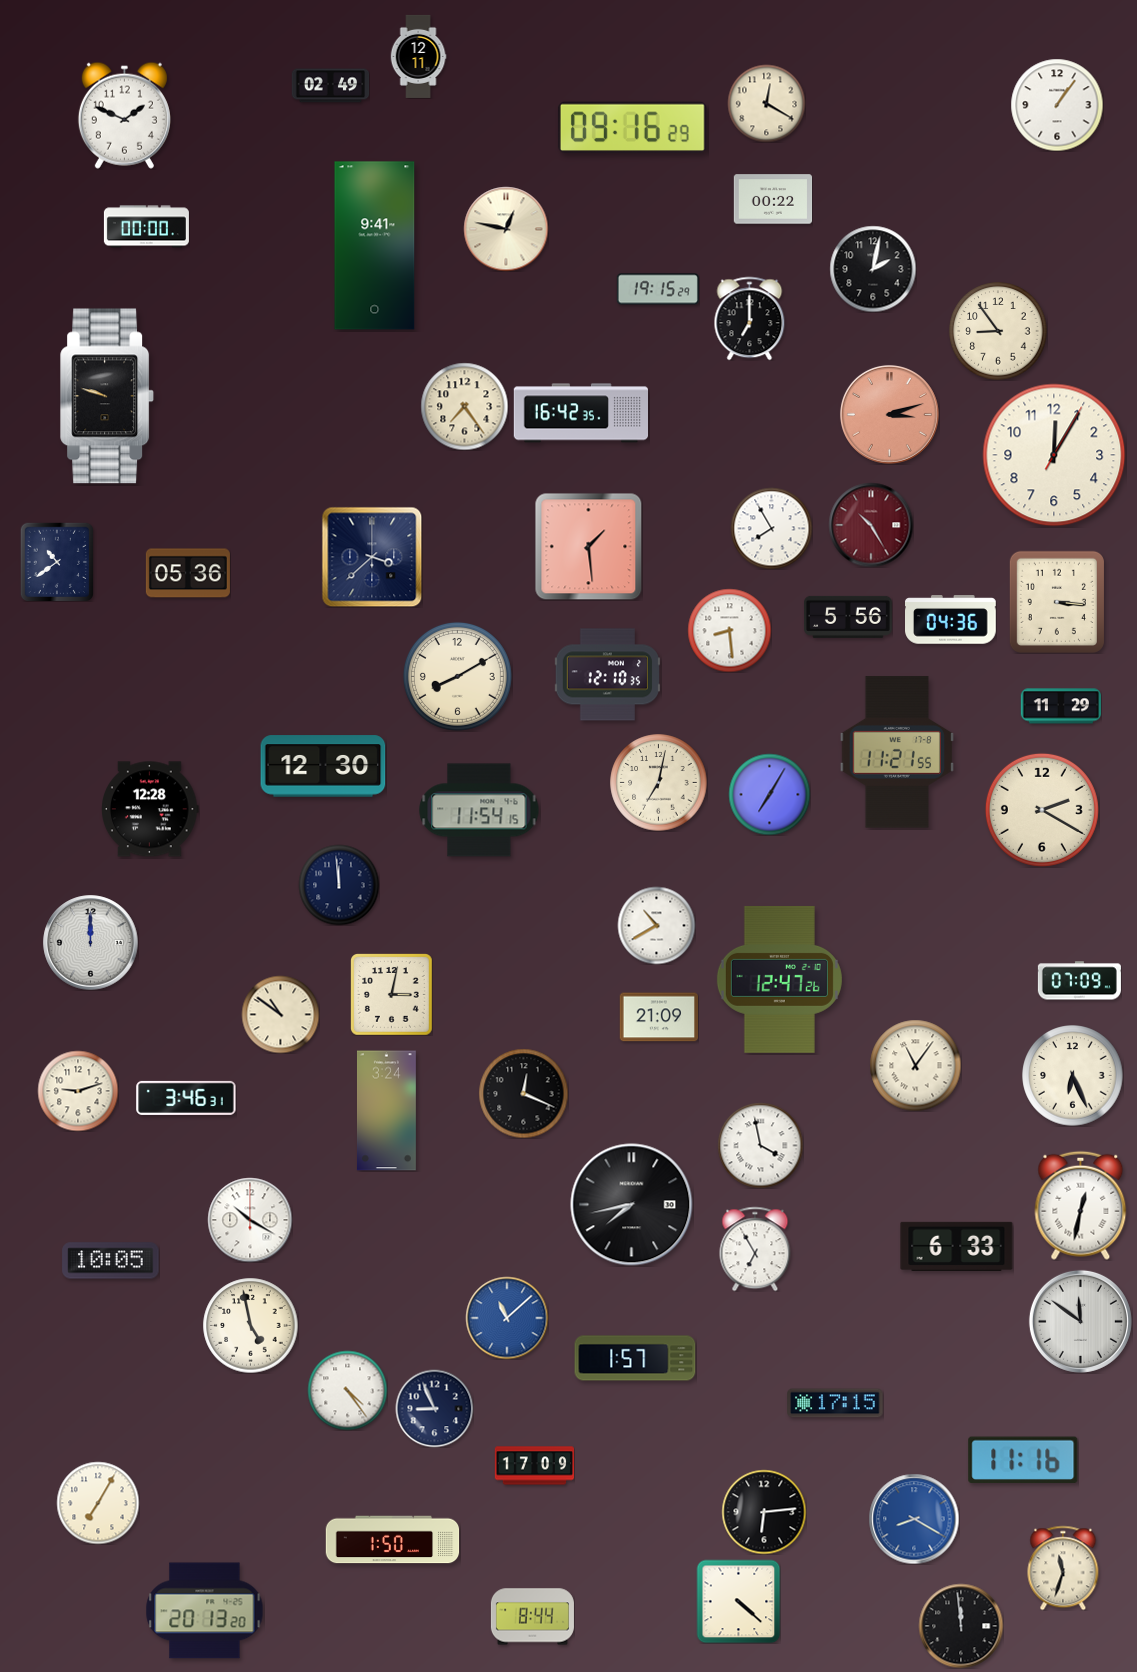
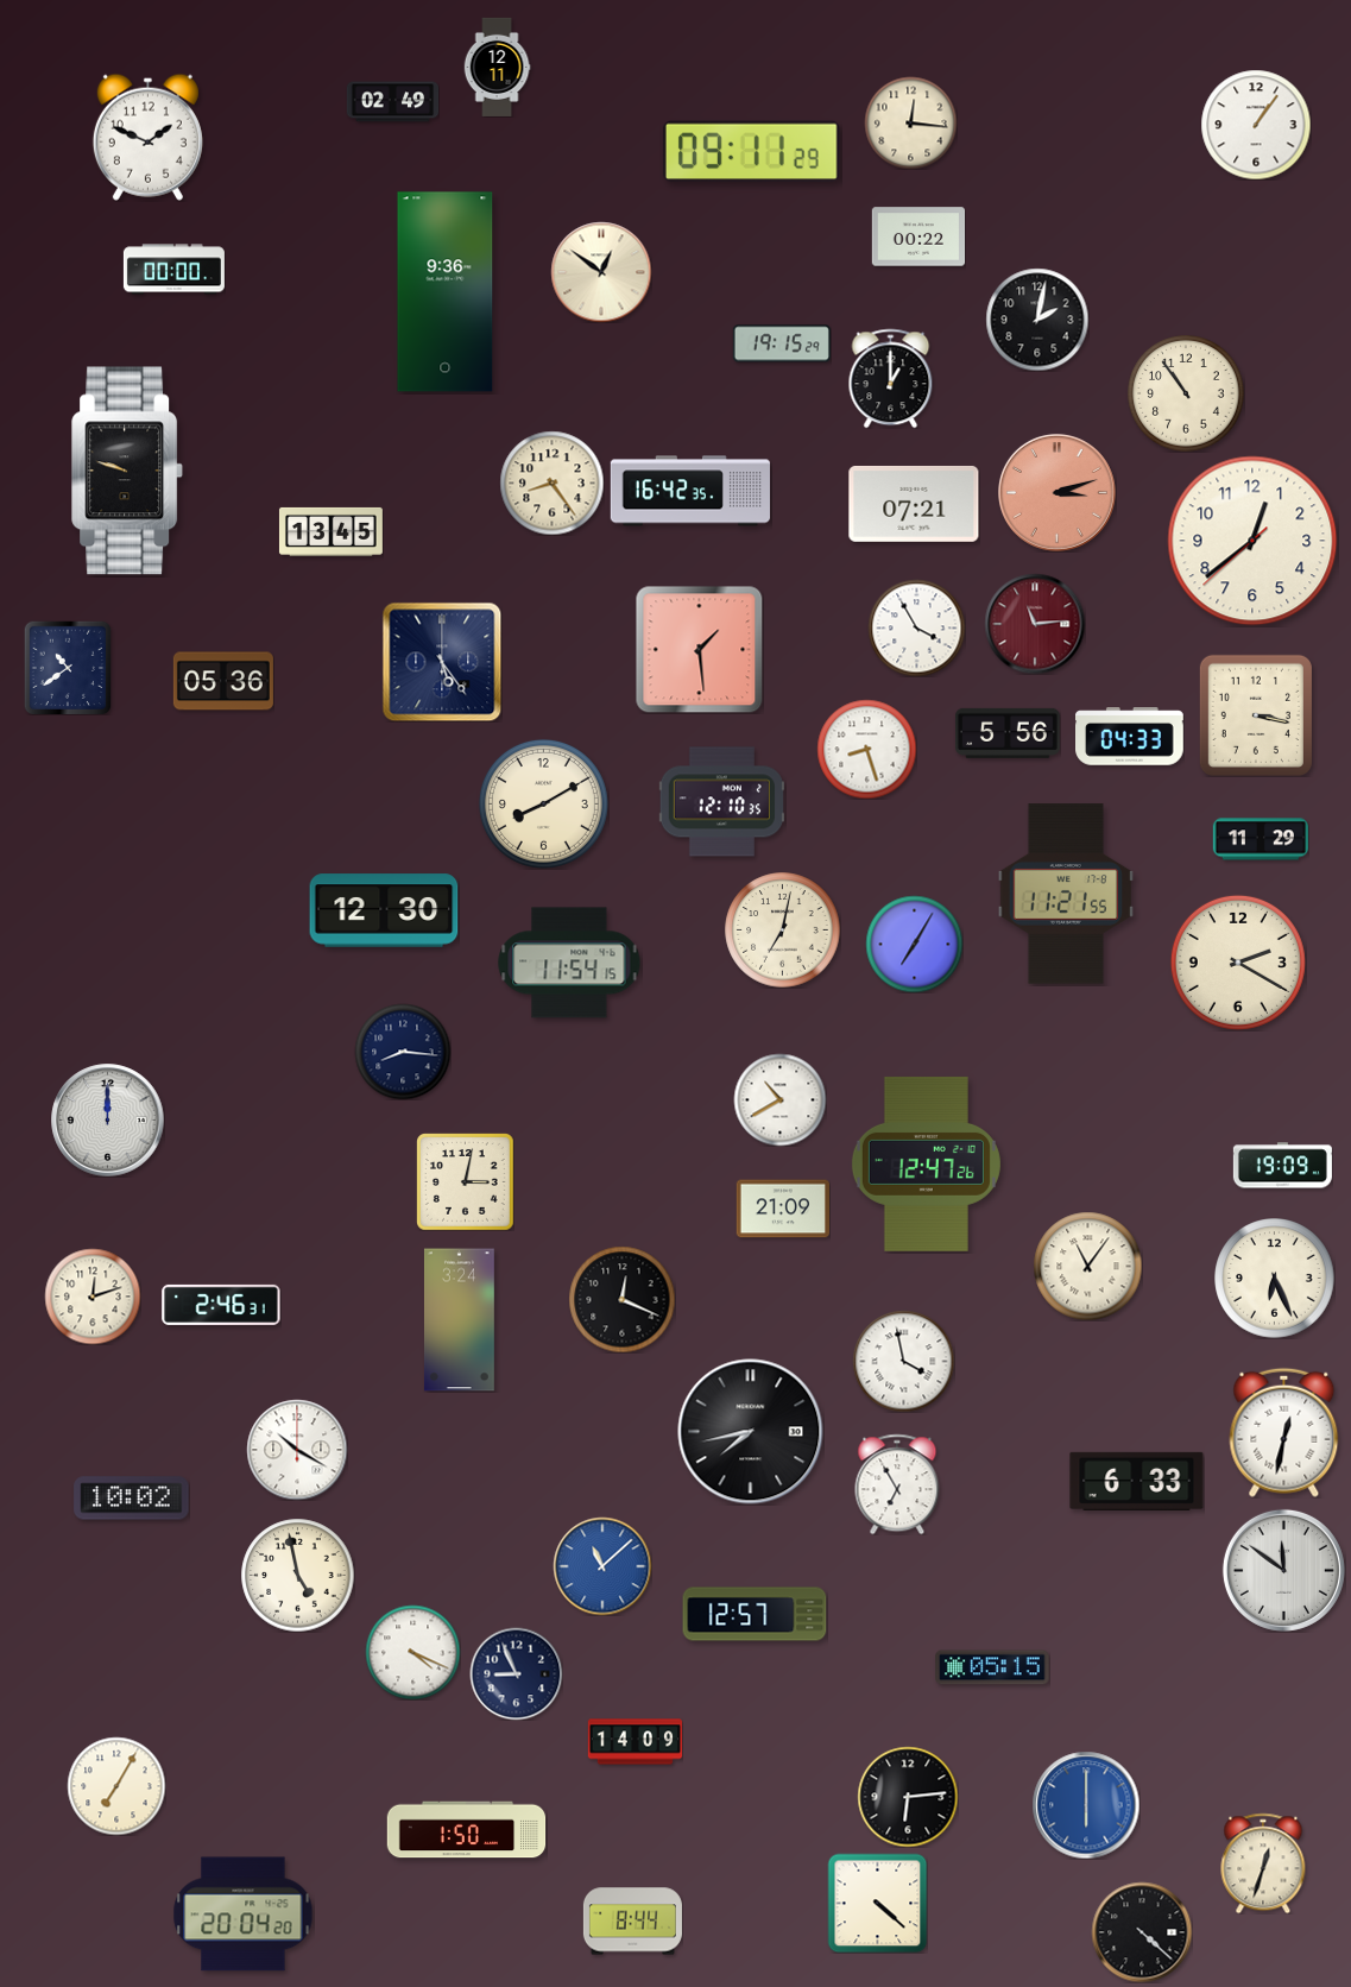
clock at (766, 103): 12:20 -> 12:16
clock at (632, 128): 09:16 -> 09:11
clock at (506, 229): 12:47 -> 12:51
clock at (375, 246): 9:41 -> 9:36
clock at (750, 318): 7:00 -> 1:00
clock at (998, 331): 8:54 -> 10:54
clock at (464, 406): 7:24 -> 8:24
clock at (914, 504): none -> 07:21
clock at (330, 531): none -> 13:45
clock at (1054, 455): 12:05 -> 12:38
clock at (871, 525): 10:25 -> 11:14
clock at (771, 528): 7:55 -> 3:55
clock at (372, 557): 3:38 -> 5:24
clock at (1057, 602): 3:16 -> 3:17
clock at (951, 620): 04:36 -> 04:33
clock at (729, 630): 8:29 -> 8:27
clock at (151, 809): 12:28 -> none
clock at (339, 885): 11:59 -> 8:16
clock at (1079, 981): 07:09 -> 19:09
clock at (280, 1014): 10:51 -> none
clock at (78, 1091): 9:12 -> 12:12
clock at (186, 1098): 3:46 -> 2:46
clock at (111, 1261): 10:05 -> 10:02
clock at (635, 1358): 1:57 -> 12:57
clock at (347, 1390): 4:24 -> 4:19
clock at (835, 1403): 17:15 -> 05:15
clock at (1023, 1460): 11:16 -> none
clock at (534, 1466): 17:09 -> 14:09
clock at (914, 1519): 8:20 -> 6:00
clock at (1063, 1568): 11:33 -> 12:33
clock at (205, 1611): 20:13 -> 20:04
clock at (961, 1626): 11:59 -> 4:22
